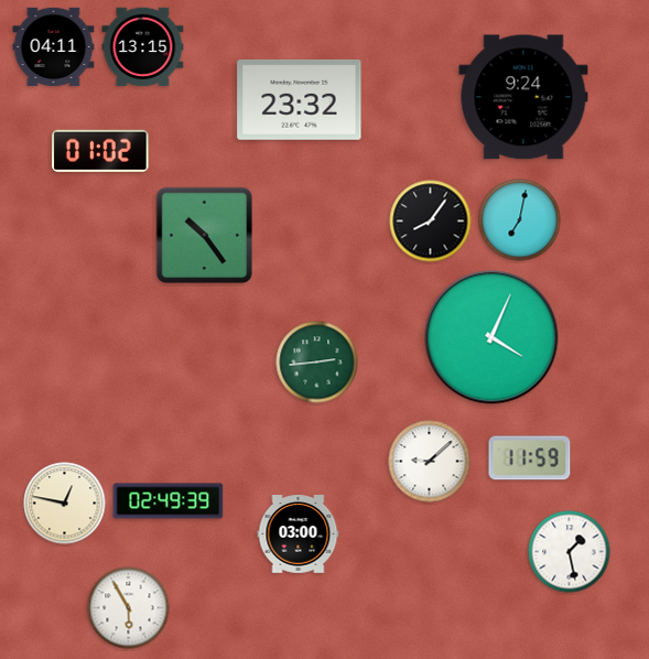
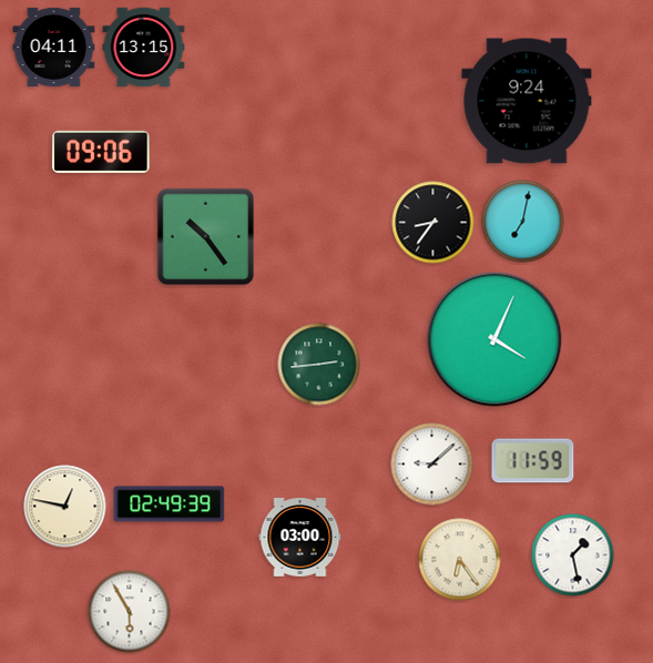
clock at (523, 97) position: (523, 97) -> (527, 101)
clock at (300, 99): 23:32 -> none
clock at (100, 151): 01:02 -> 09:06
clock at (431, 222): 8:06 -> 8:36
clock at (460, 560): none -> 6:24
